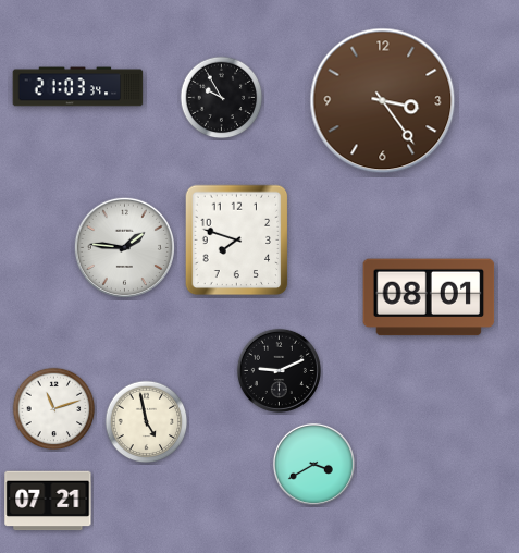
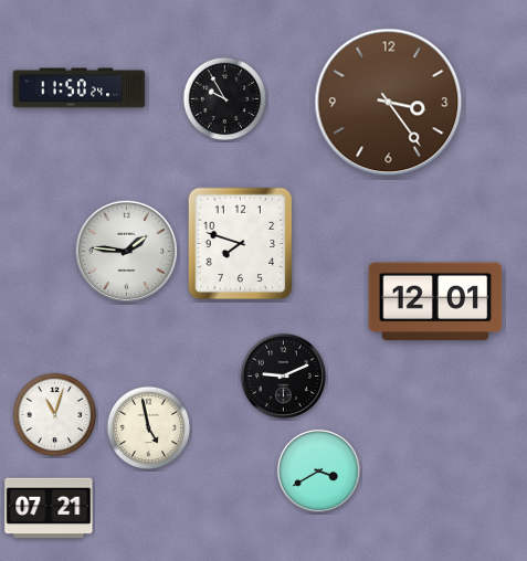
clock at (78, 87): 21:03 -> 11:50
clock at (429, 297): 08:01 -> 12:01
clock at (54, 409): 11:12 -> 11:03
